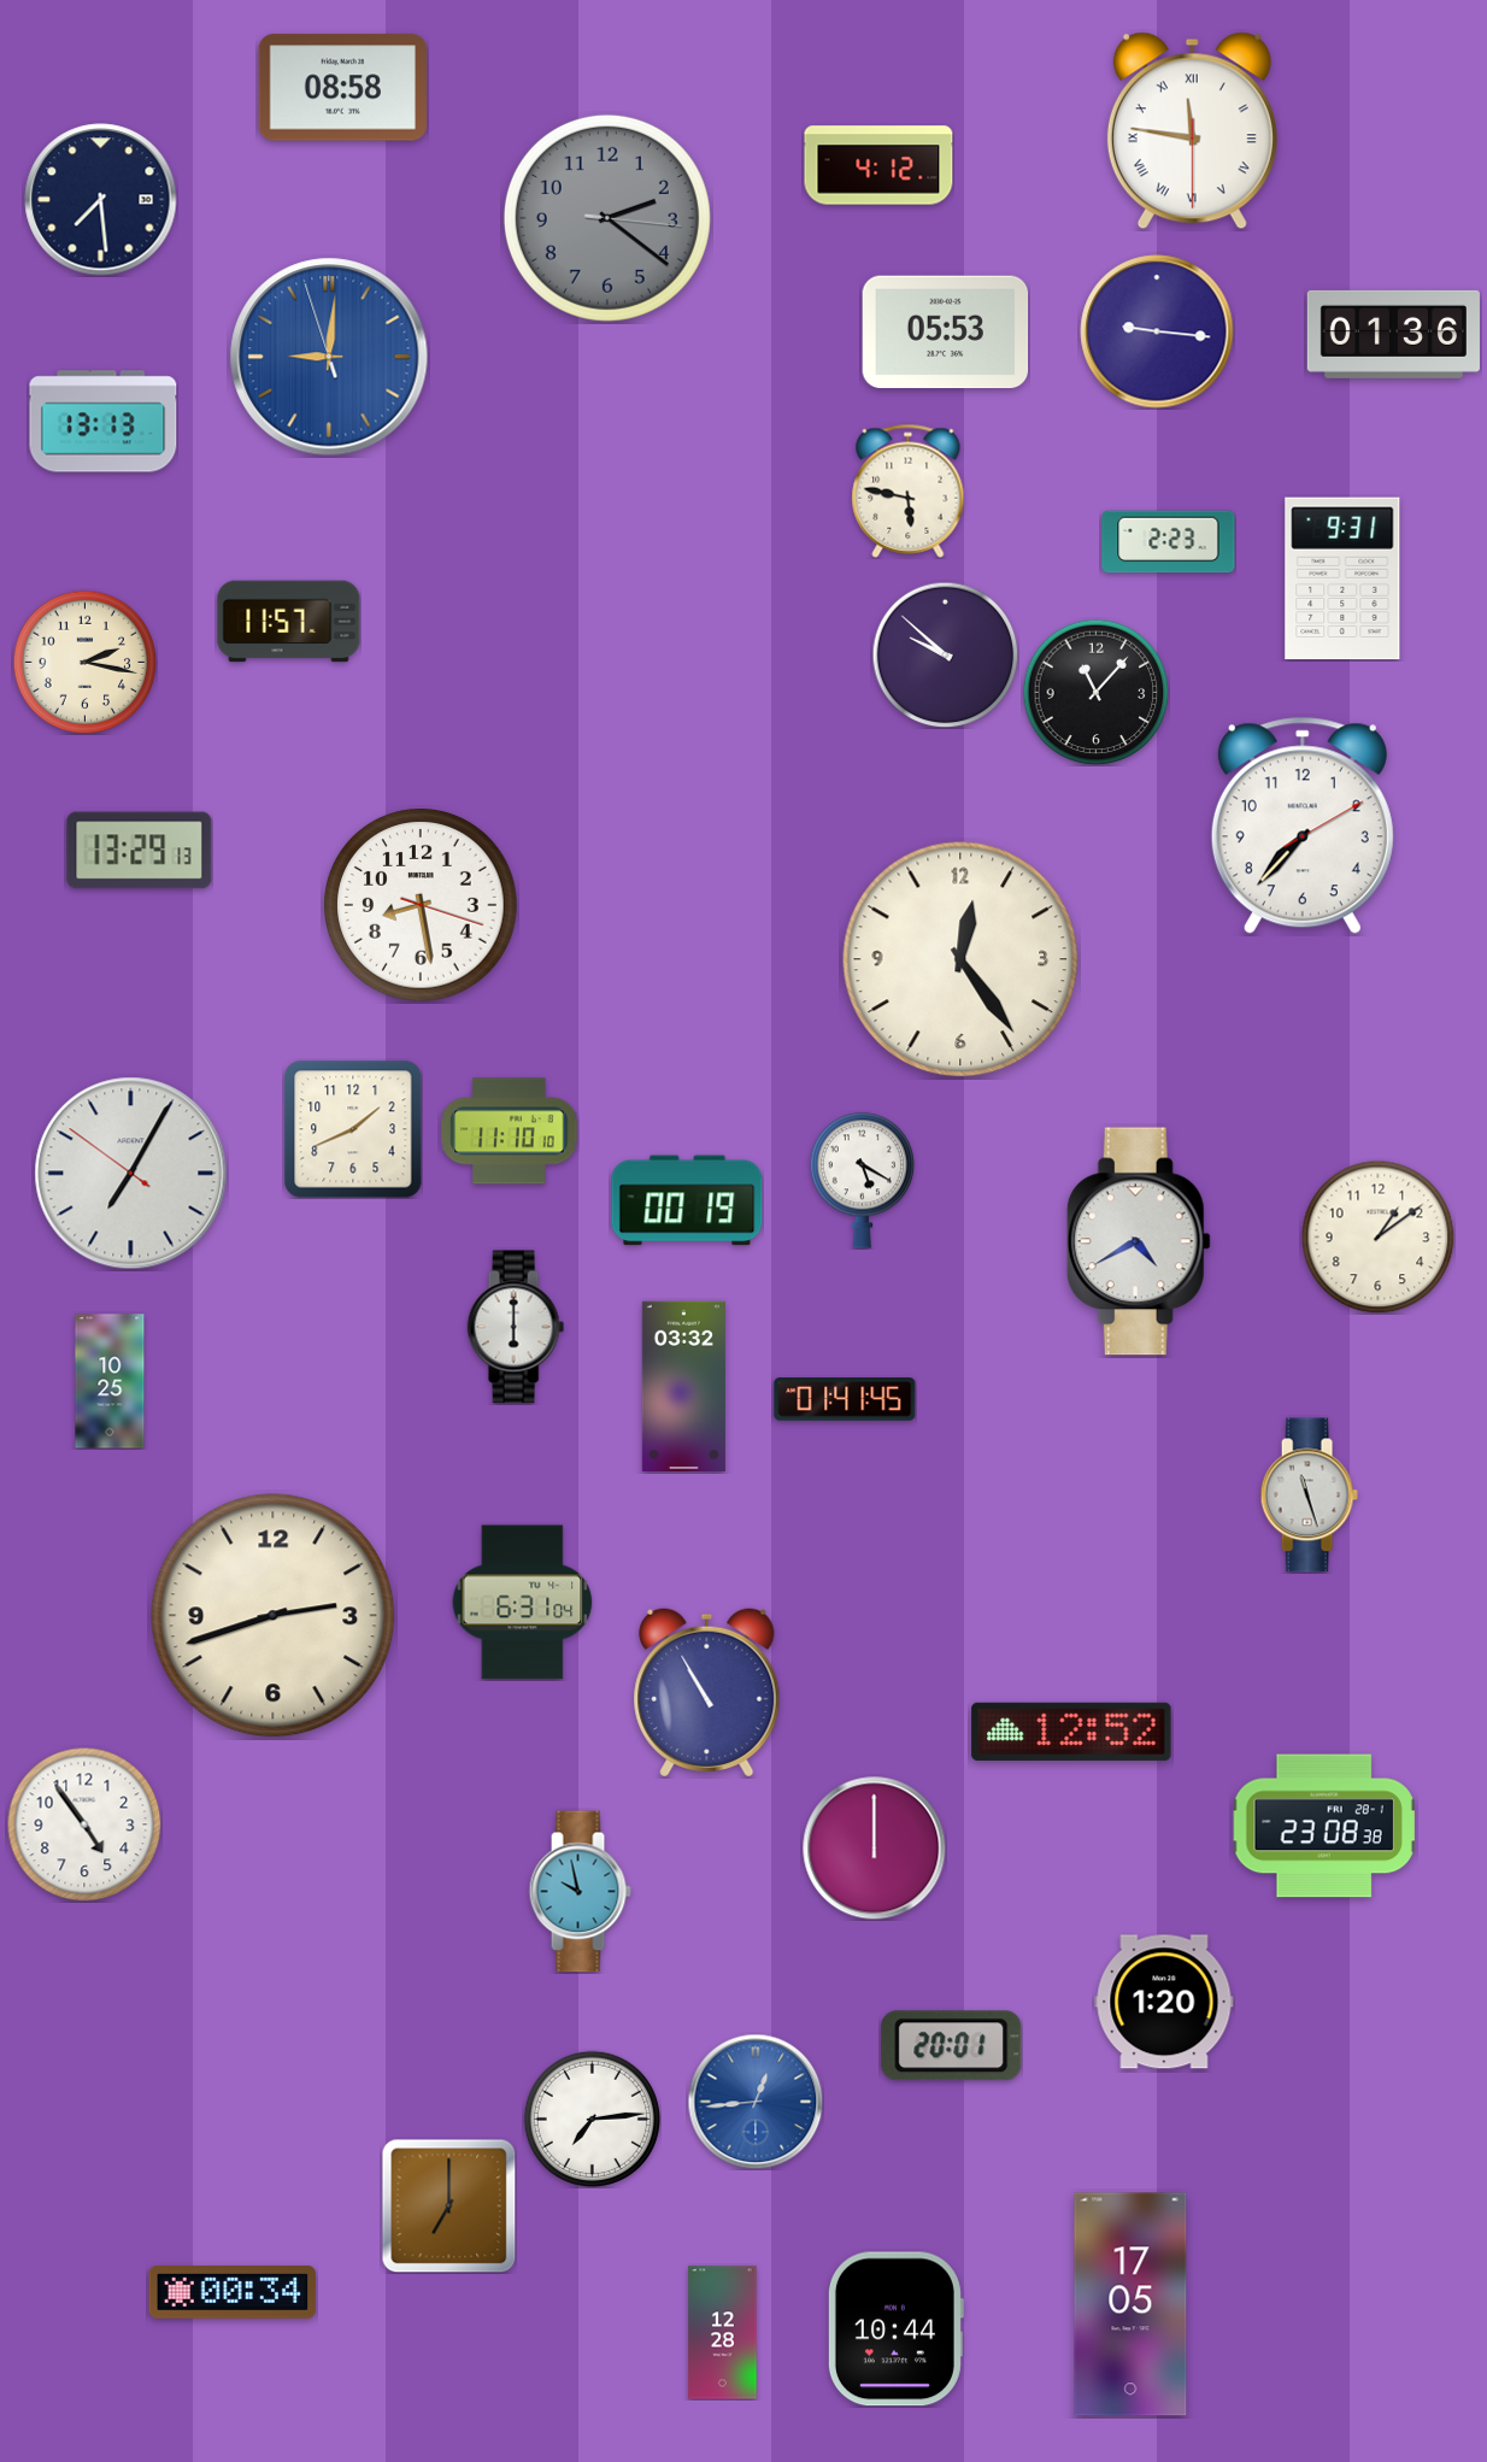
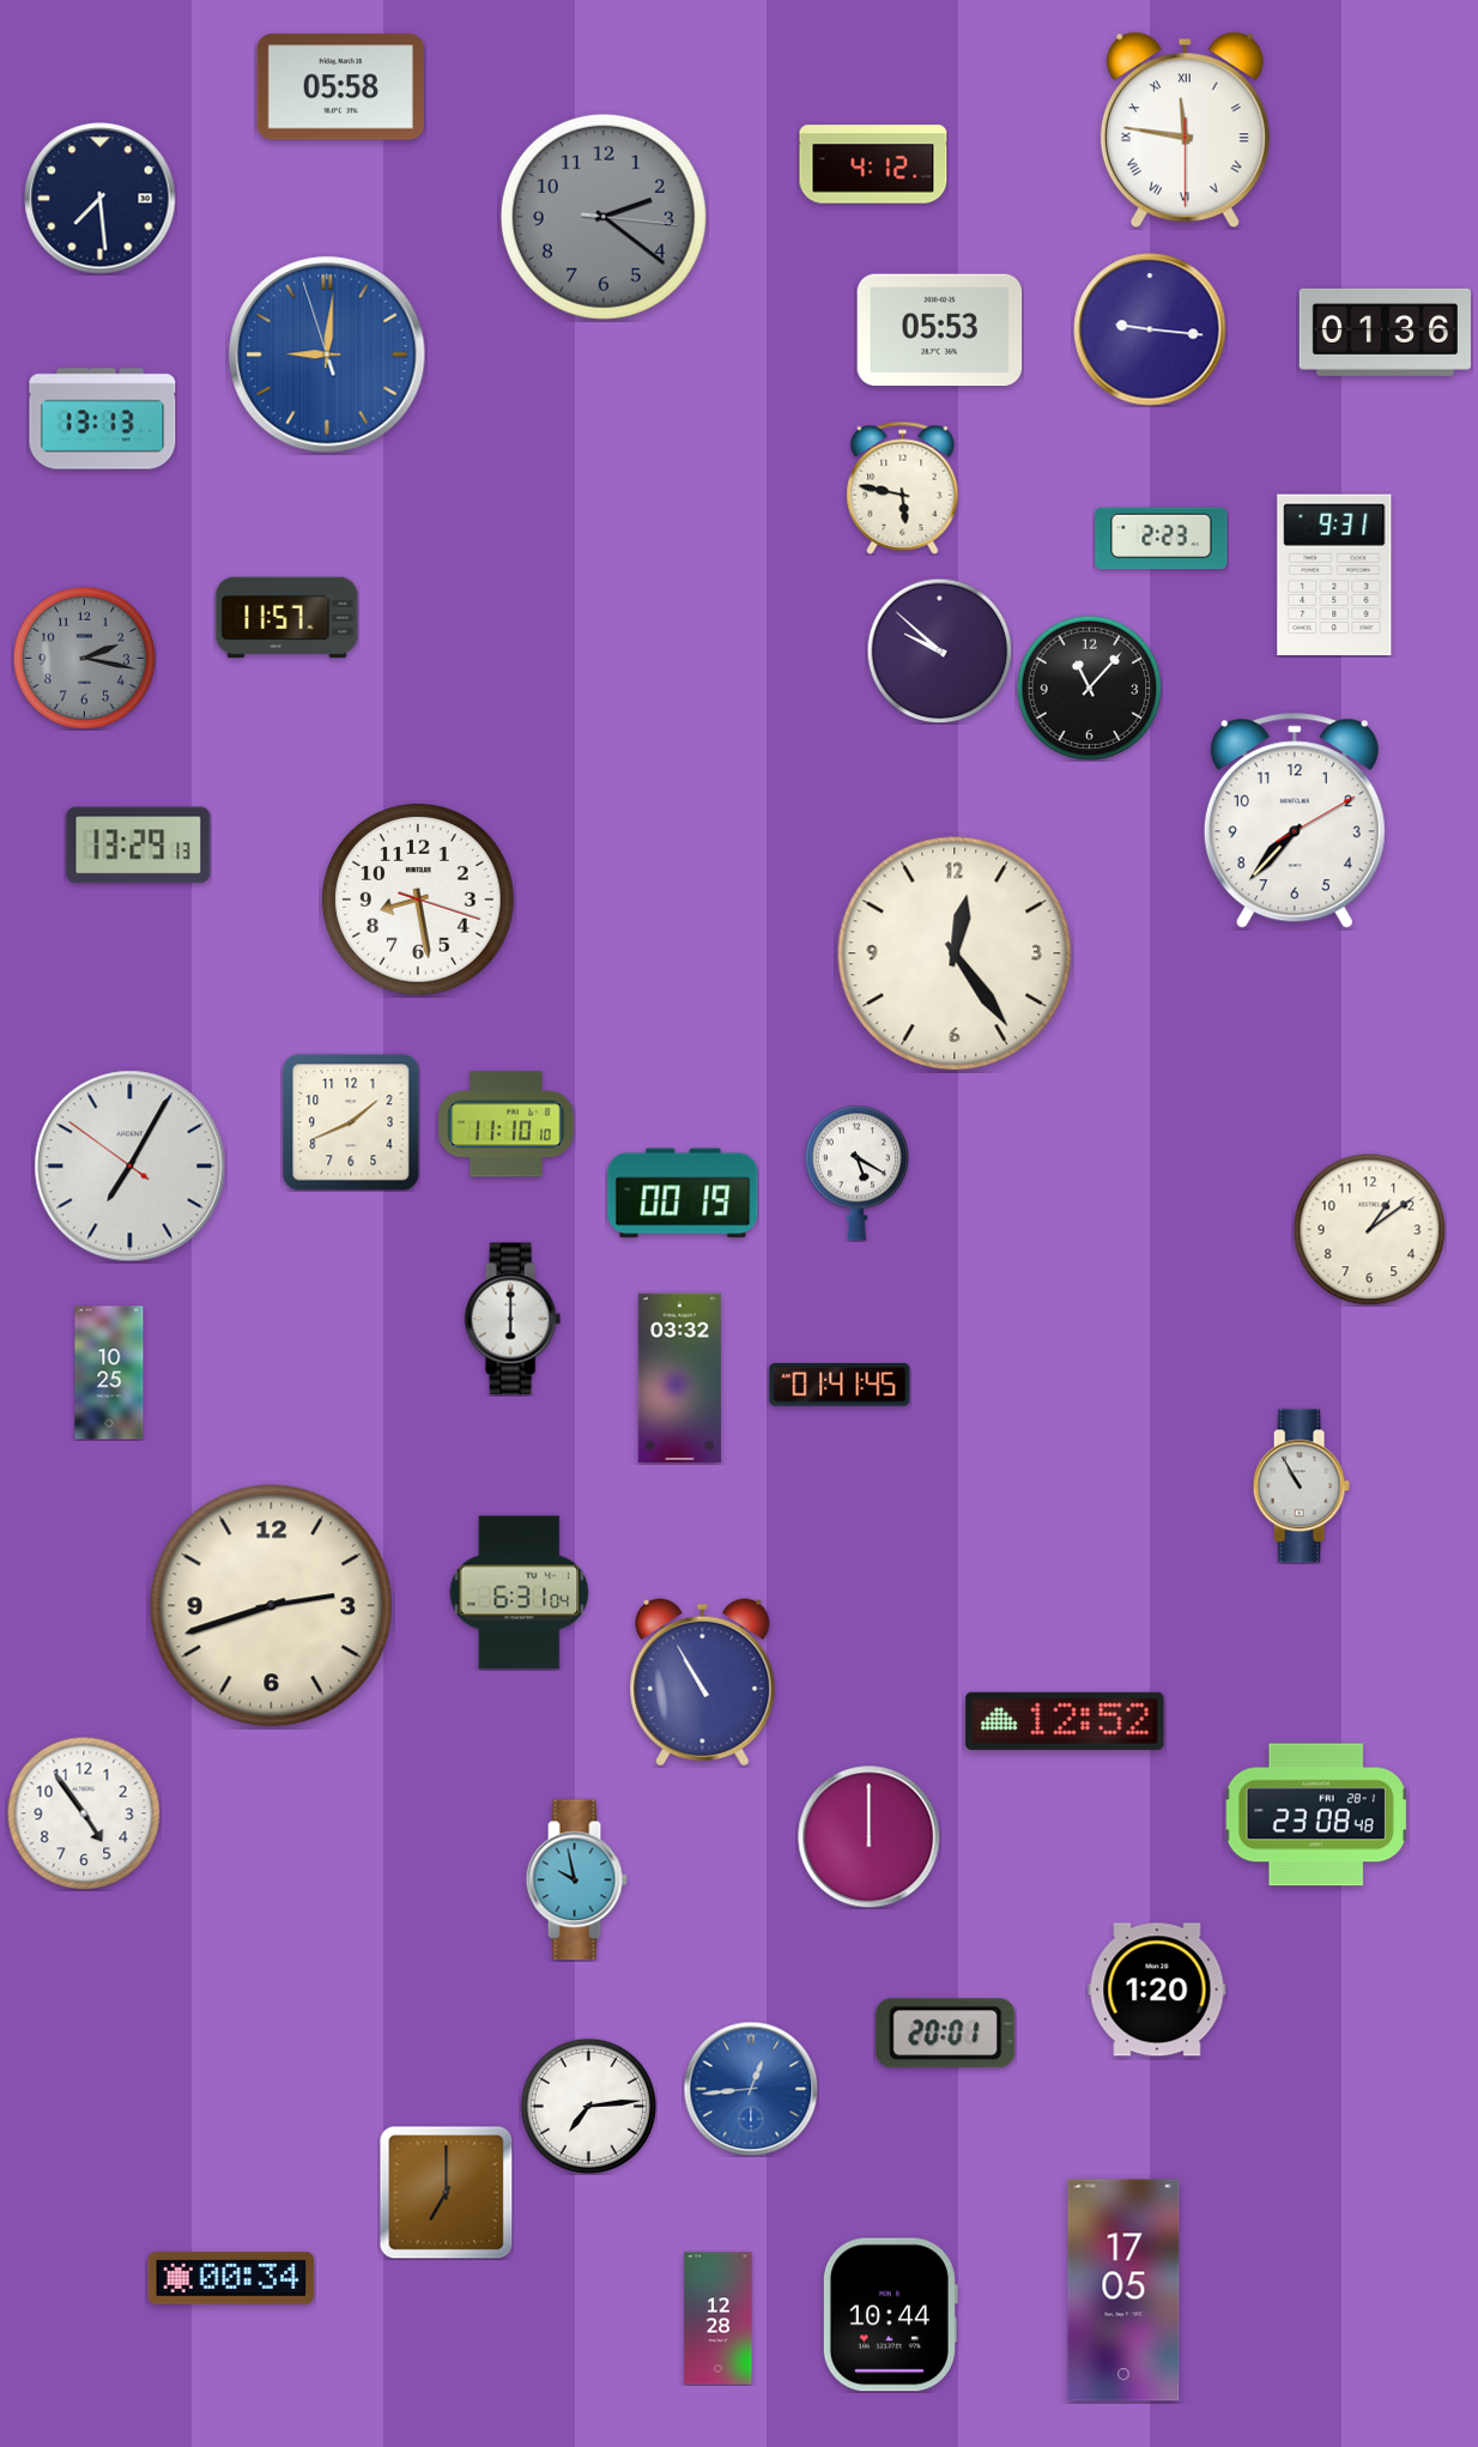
clock at (342, 88): 08:58 -> 05:58
clock at (84, 662) dial: cream -> grey
clock at (1139, 1241): 4:40 -> none
clock at (845, 1399) position: (845, 1399) -> (840, 1385)
clock at (1309, 1496): 11:27 -> 10:55
clock at (1324, 1826): 23:08:38 -> 23:08:48
